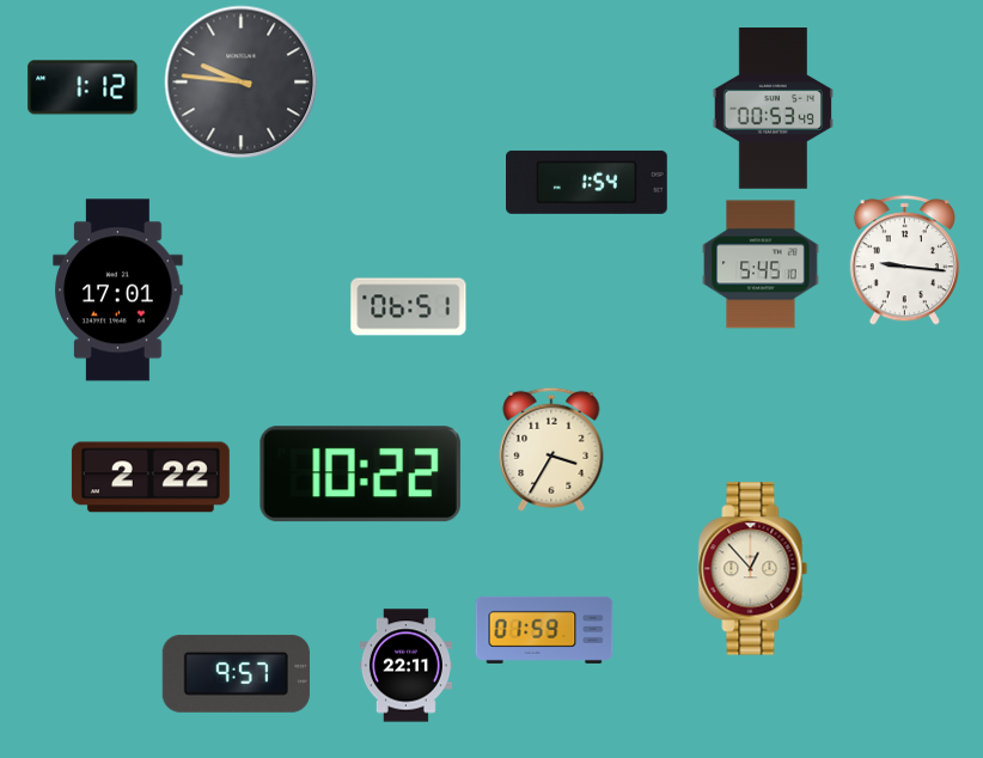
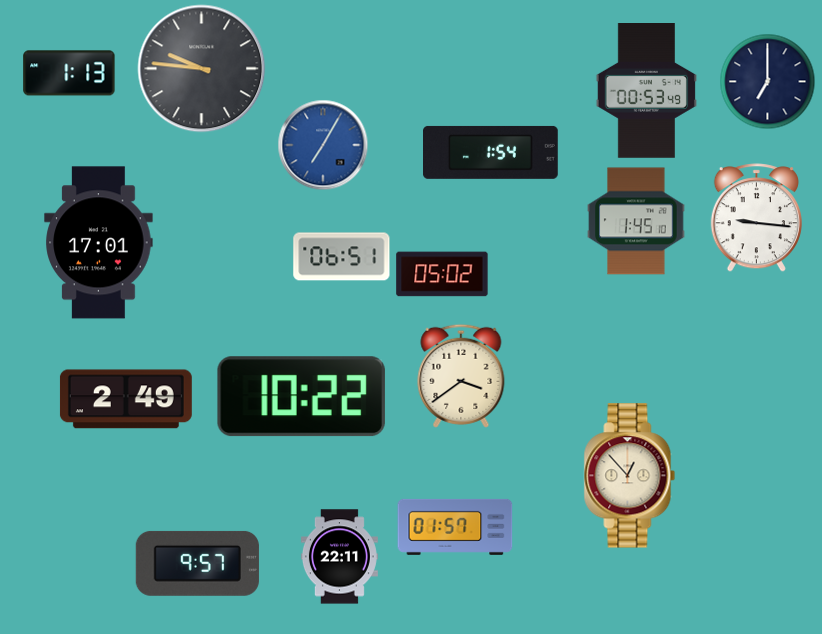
clock at (83, 87): 1:12 -> 1:13
clock at (767, 81): none -> 7:00
clock at (323, 145): none -> 7:05
clock at (761, 264): 5:45 -> 1:45
clock at (442, 274): none -> 05:02
clock at (551, 450): 3:35 -> 3:39
clock at (151, 477): 2:22 -> 2:49
clock at (544, 630): 01:59 -> 01:57
